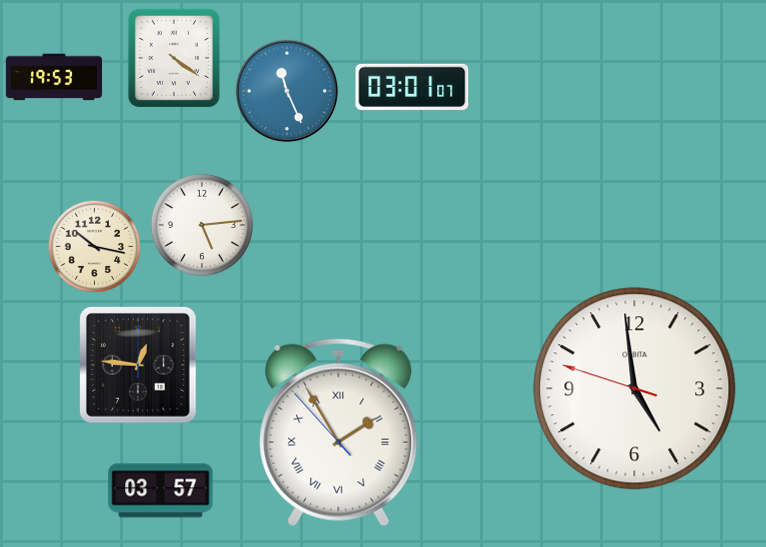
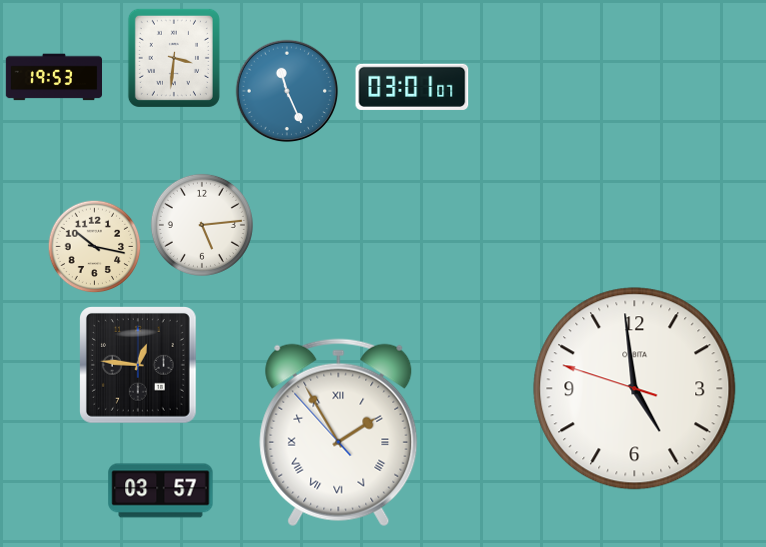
clock at (174, 58): 4:21 -> 3:31
